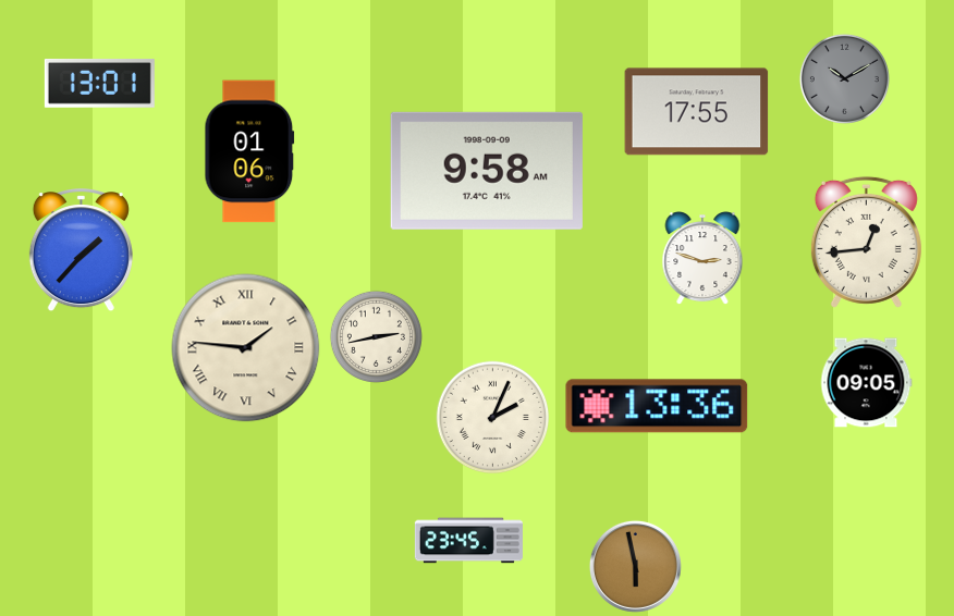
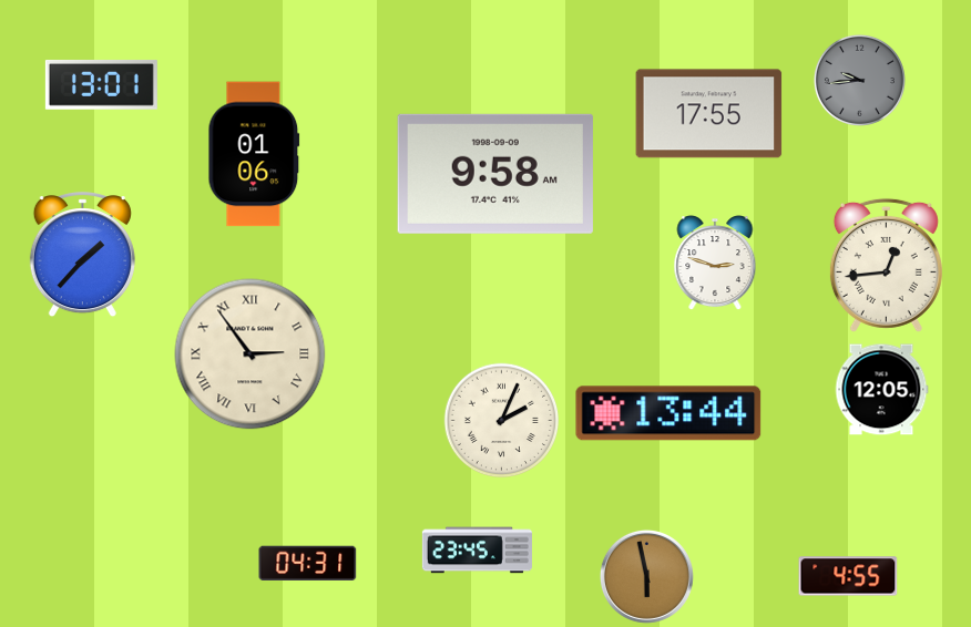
clock at (844, 78): 10:10 -> 9:44
clock at (866, 242) position: (866, 242) -> (886, 265)
clock at (376, 336): 2:43 -> none
clock at (246, 348): 1:46 -> 2:54
clock at (866, 383): 09:05 -> 12:05
clock at (657, 406): 13:36 -> 13:44
clock at (493, 418) position: (493, 418) -> (502, 421)
clock at (308, 563): none -> 04:31
clock at (848, 576): none -> 4:55
